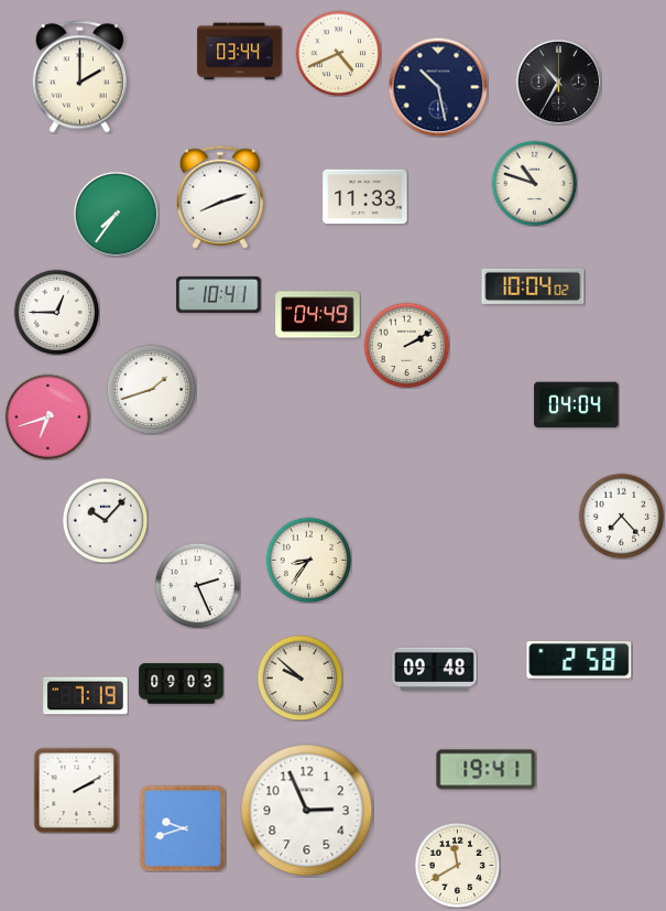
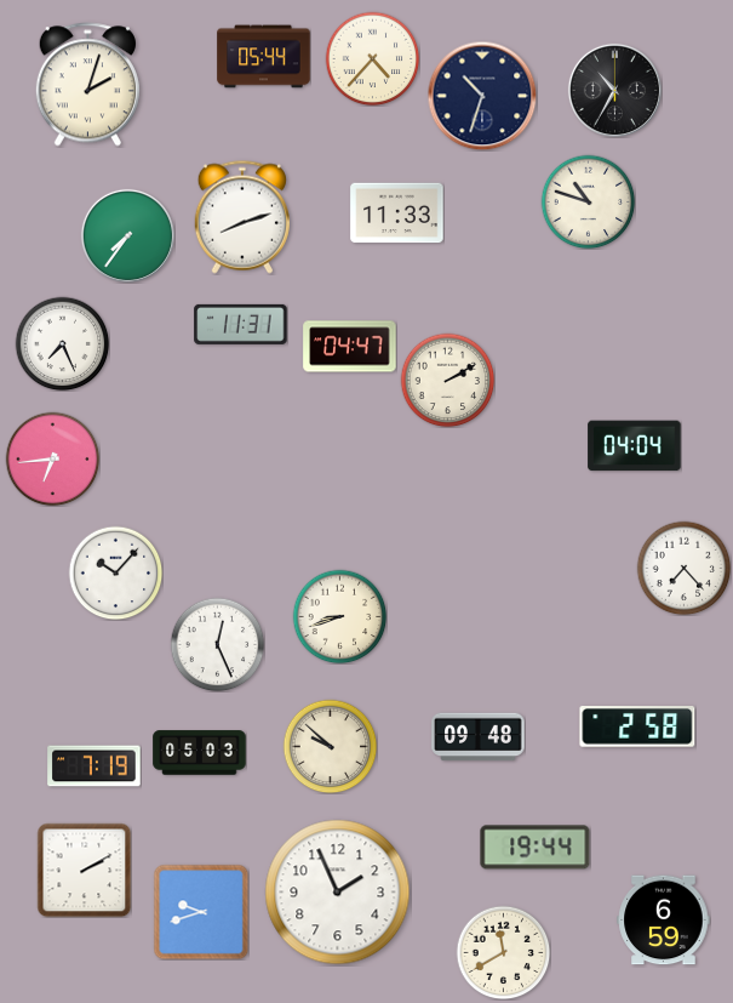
clock at (240, 52): 03:44 -> 05:44
clock at (338, 53): 4:41 -> 4:37
clock at (79, 77): 2:00 -> 2:03
clock at (438, 87): 10:28 -> 10:33
clock at (365, 197) position: (365, 197) -> (397, 213)
clock at (533, 286): 10:04 -> none
clock at (219, 294): 10:41 -> 11:31
clock at (56, 312): 12:45 -> 7:26
clock at (318, 315): 04:49 -> 04:47
clock at (151, 389): 1:42 -> none
clock at (47, 416): 6:42 -> 6:44
clock at (308, 560): 8:36 -> 8:42
clock at (197, 585): 2:26 -> 12:26
clock at (182, 684): 09:03 -> 05:03
clock at (487, 770): 19:41 -> 19:44
clock at (307, 811): 2:56 -> 1:56
clock at (664, 921): none -> 6:59
